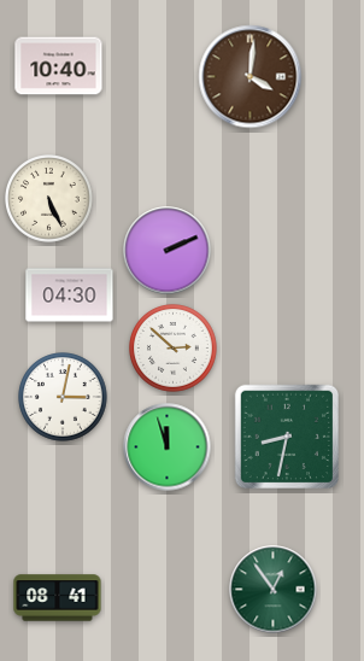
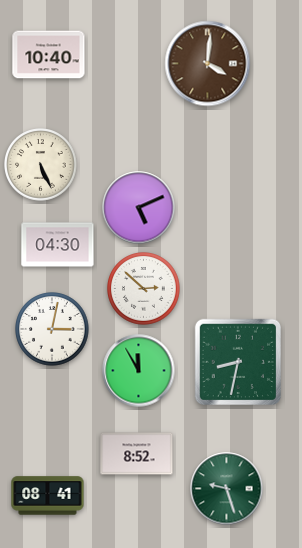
clock at (168, 251): 2:11 -> 5:11
clock at (168, 448): 11:57 -> 11:55
clock at (137, 454): none -> 8:52
clock at (274, 590): 12:54 -> 9:27
